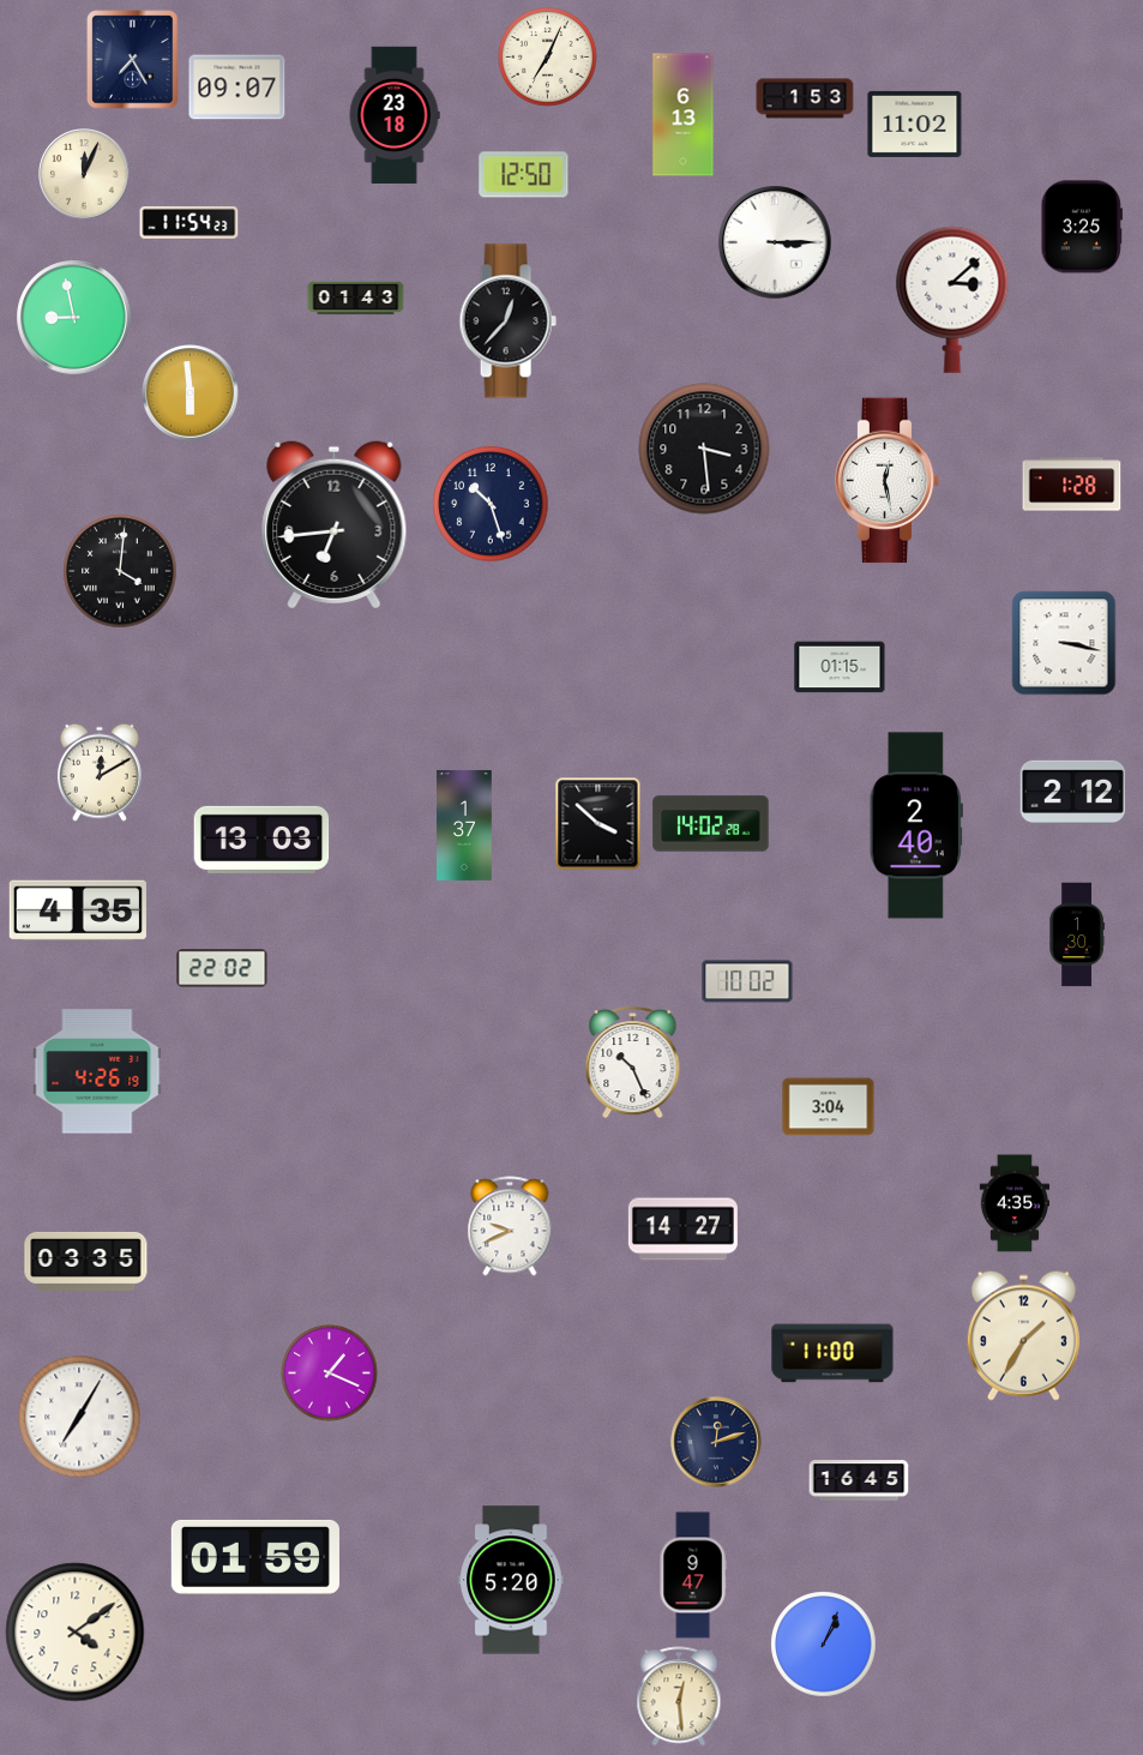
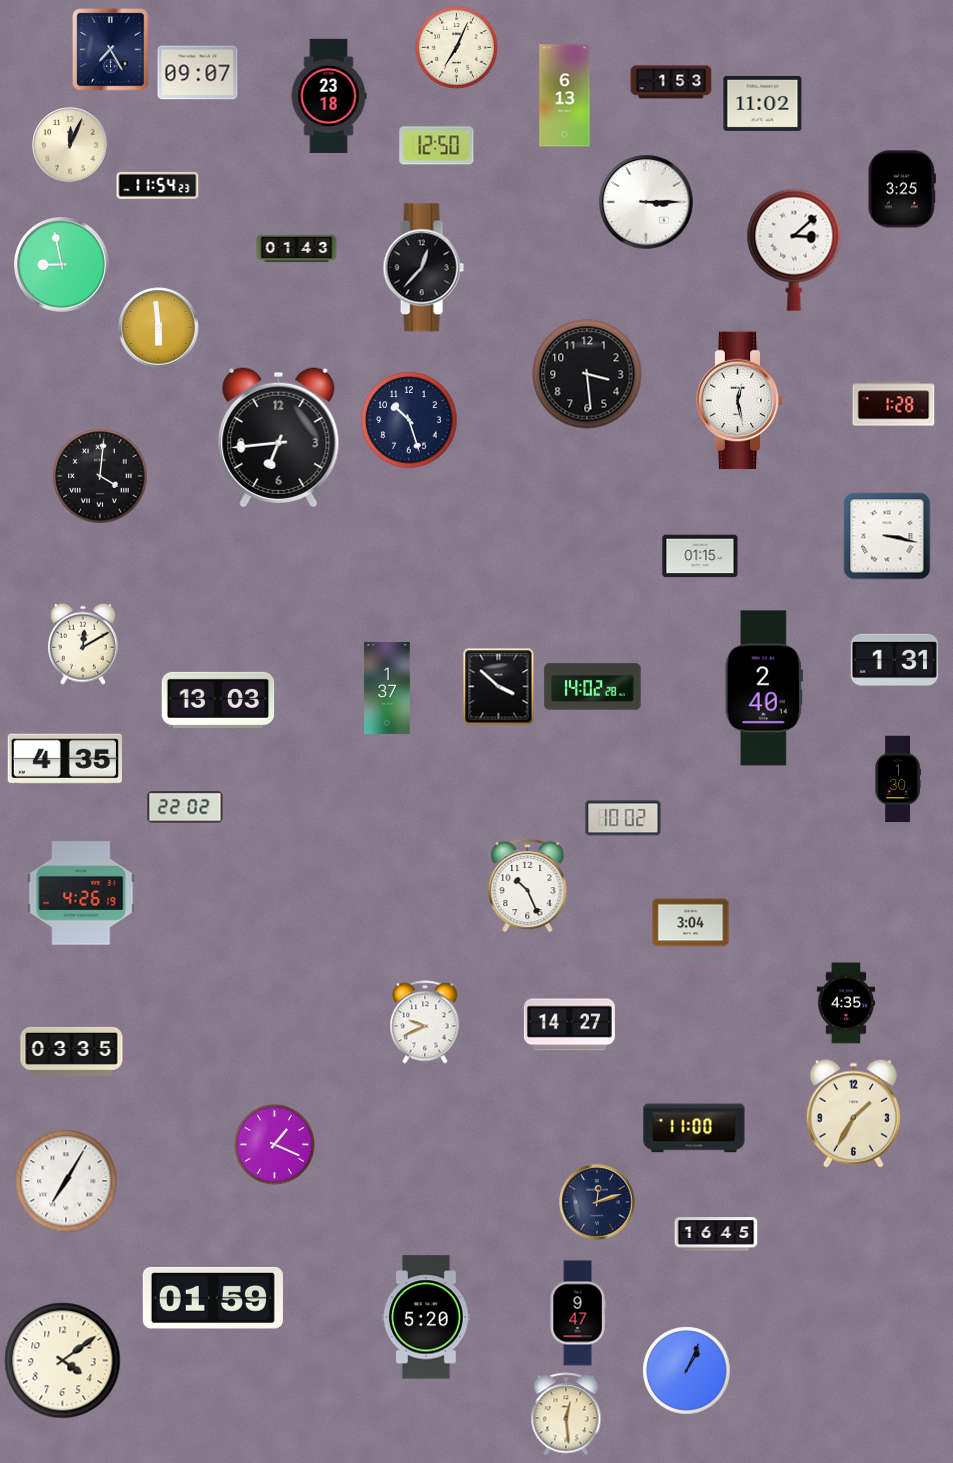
clock at (684, 115) position: (684, 115) -> (565, 96)
clock at (1073, 792): 2:12 -> 1:31
